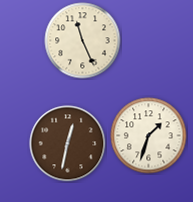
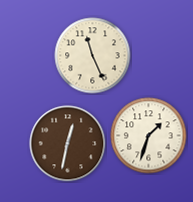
clock at (83, 41) position: (83, 41) -> (93, 56)
